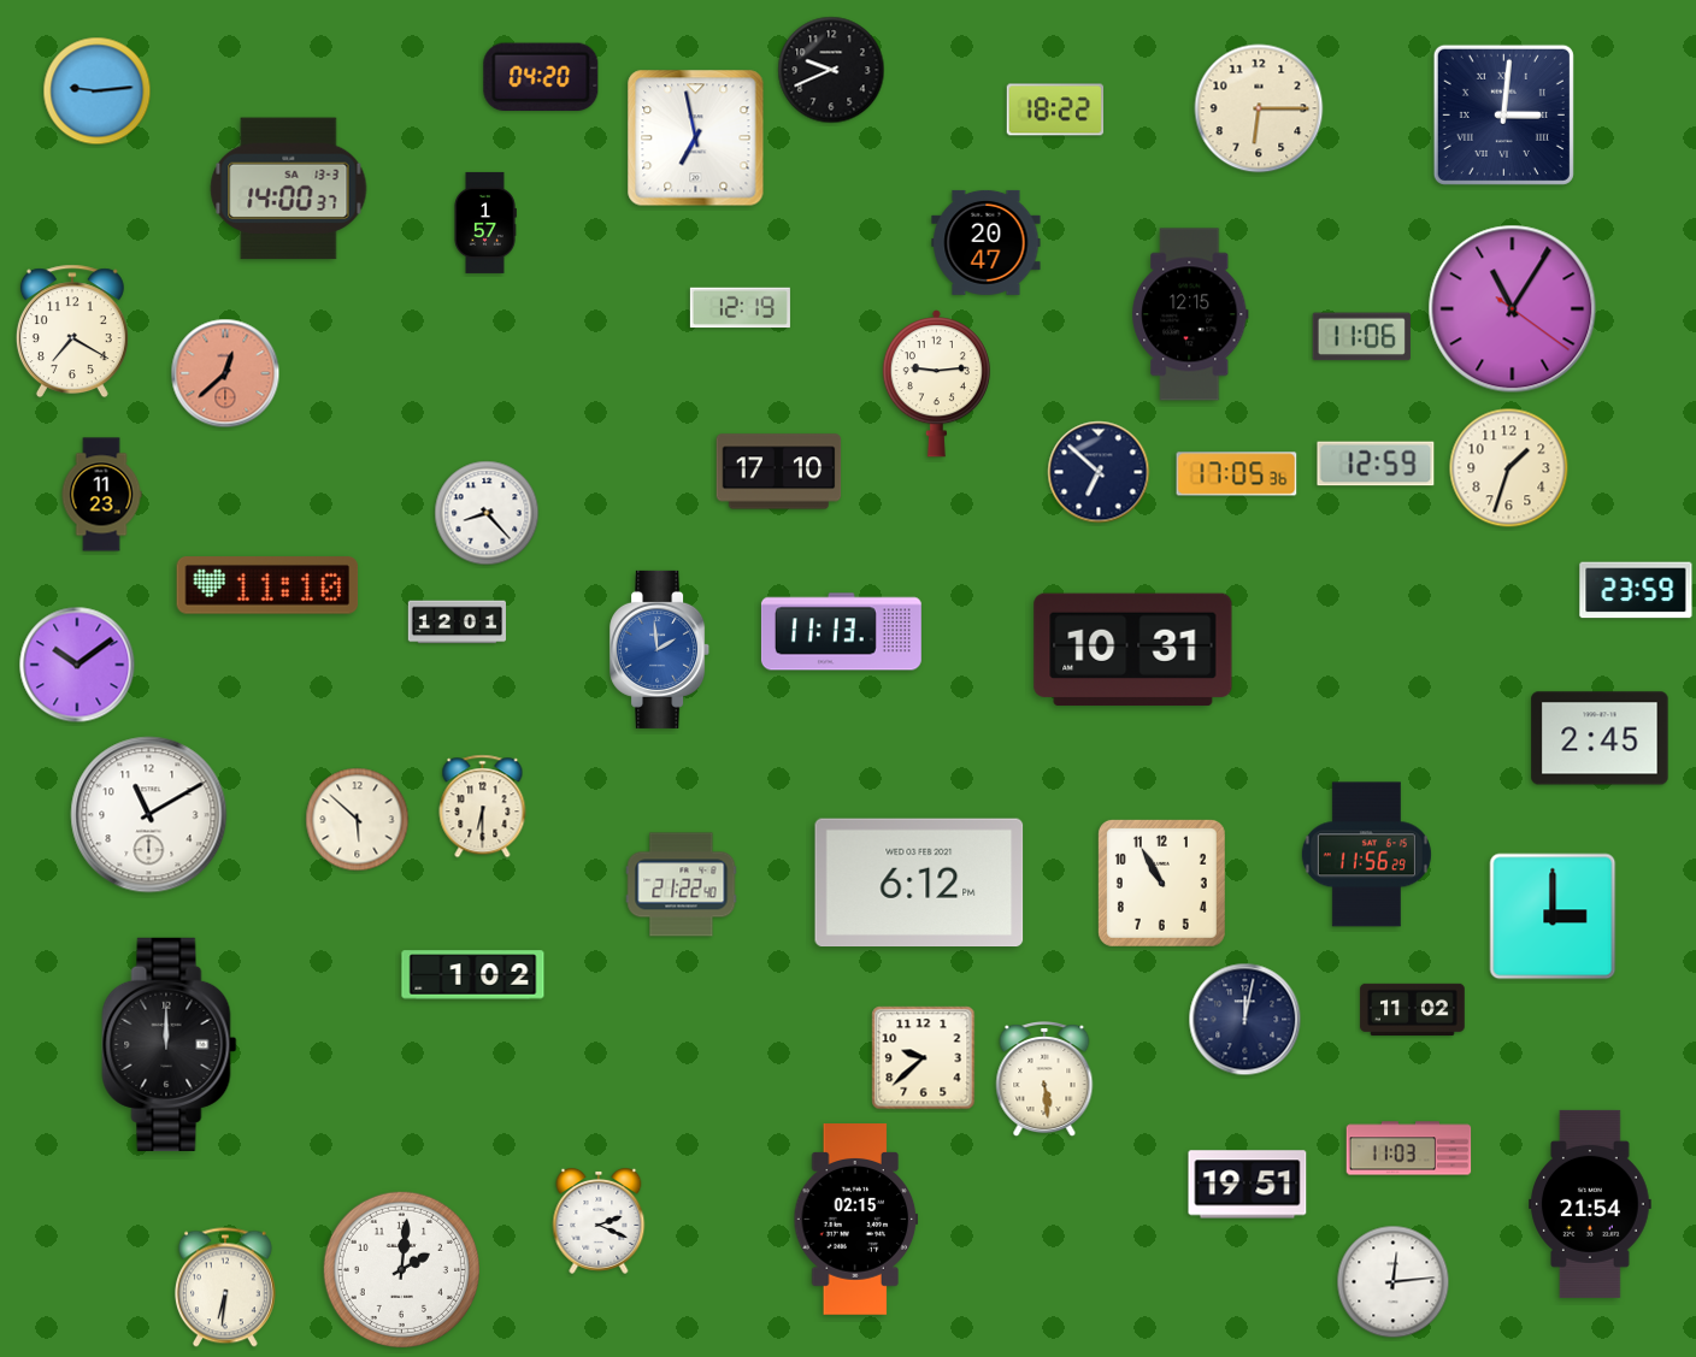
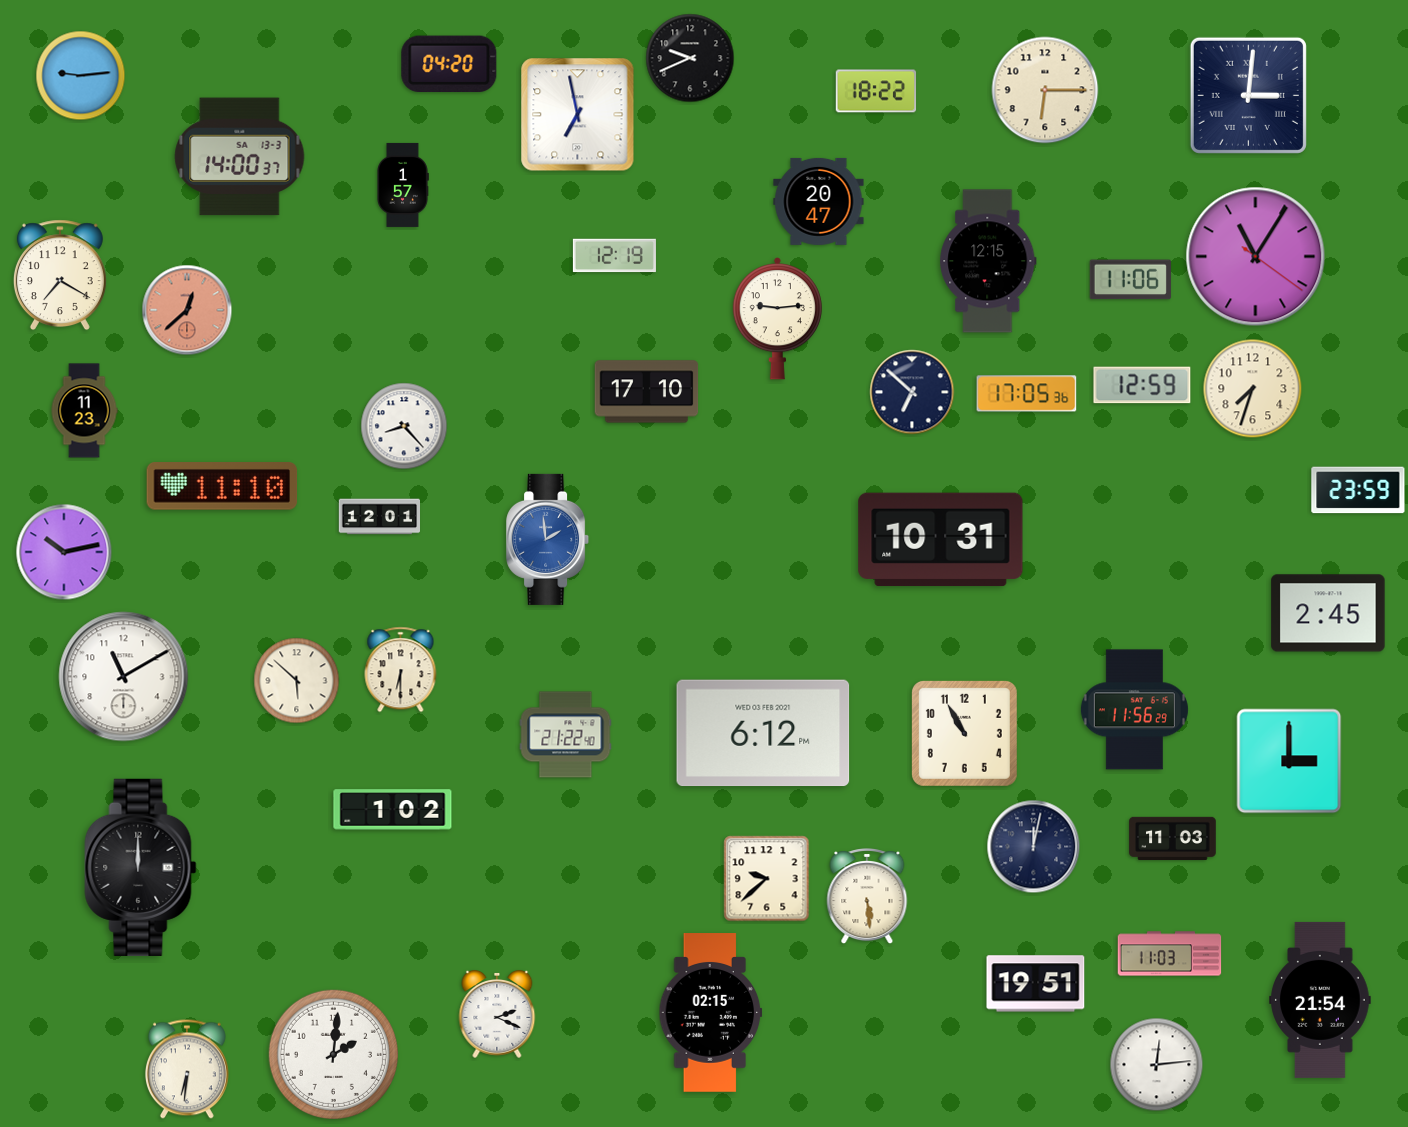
clock at (1509, 468): 1:33 -> 7:33
clock at (841, 632): 11:13 -> none
clock at (77, 665): 10:09 -> 10:13
clock at (1413, 1009): 11:02 -> 11:03
